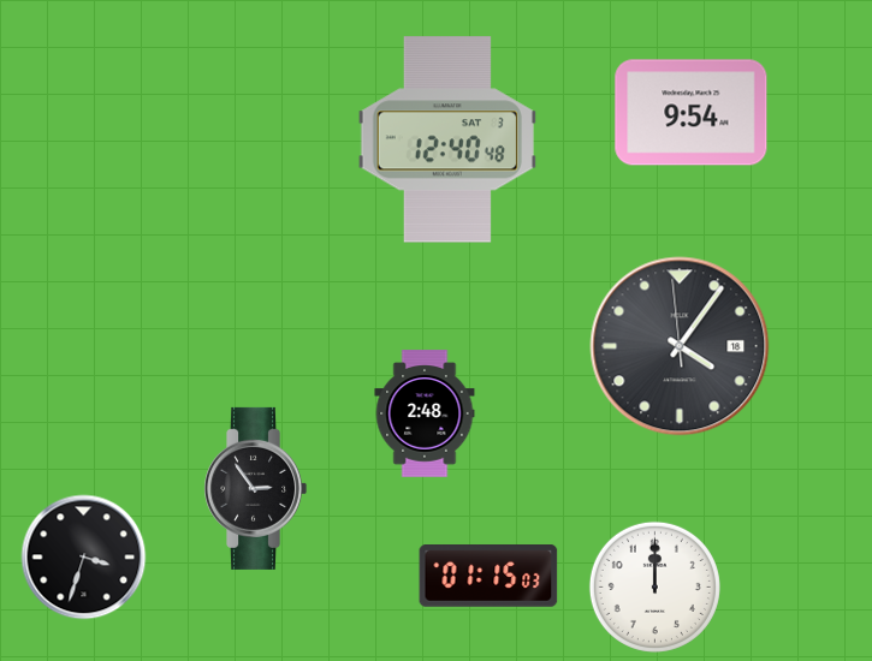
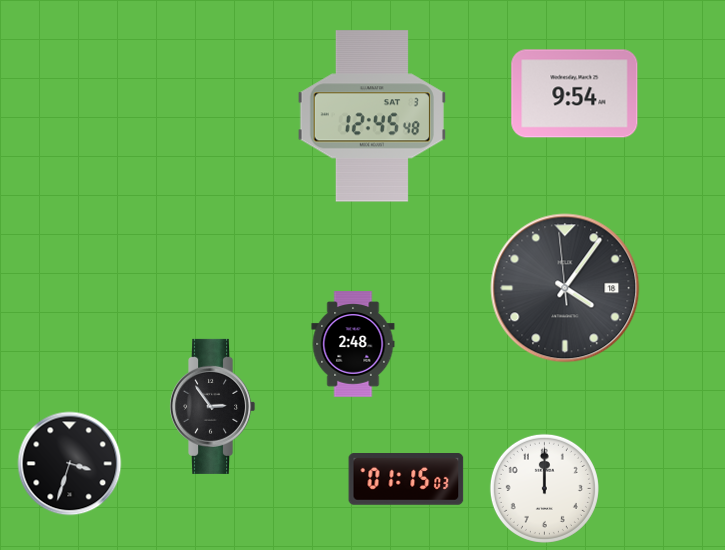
clock at (447, 139): 12:40 -> 12:45
